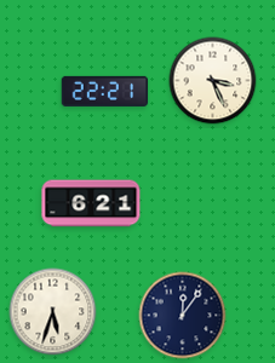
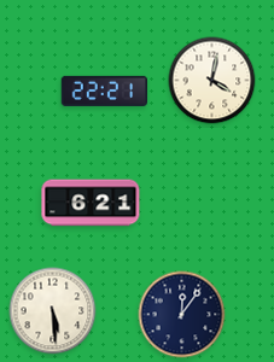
clock at (213, 81): 3:26 -> 4:02
clock at (53, 312): 5:33 -> 5:29
